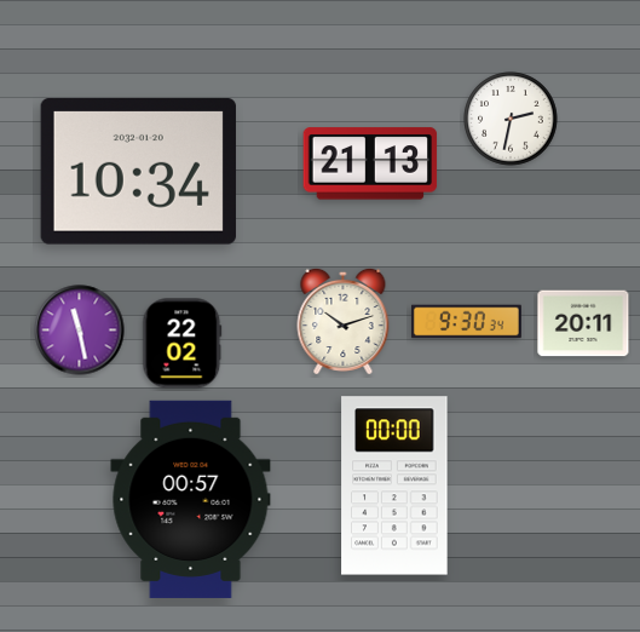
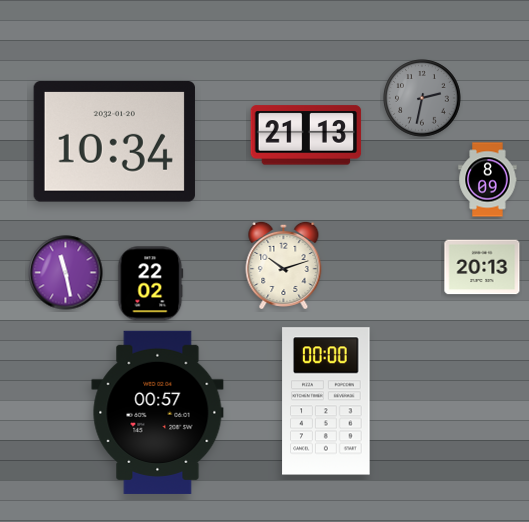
clock at (511, 119) dial: white -> grey
clock at (488, 180): none -> 8:09
clock at (466, 322): 9:30 -> none
clock at (583, 323): 20:11 -> 20:13
